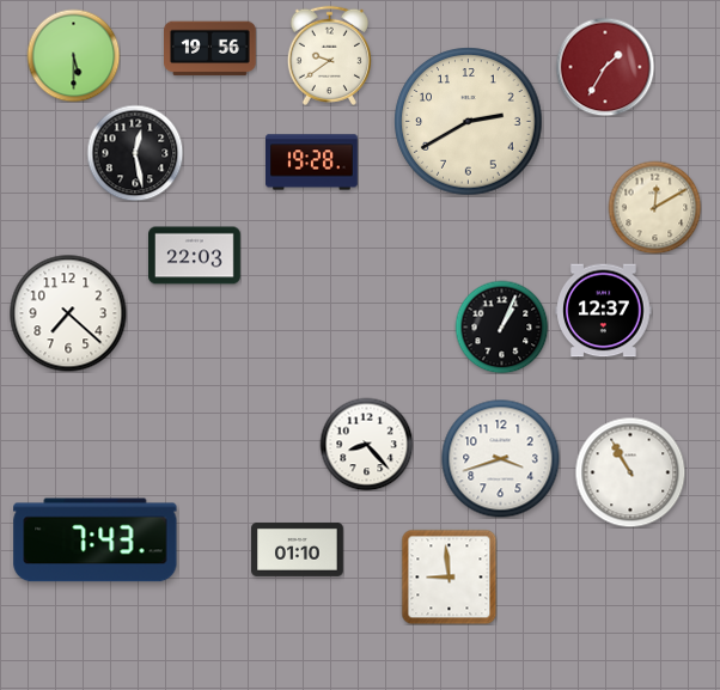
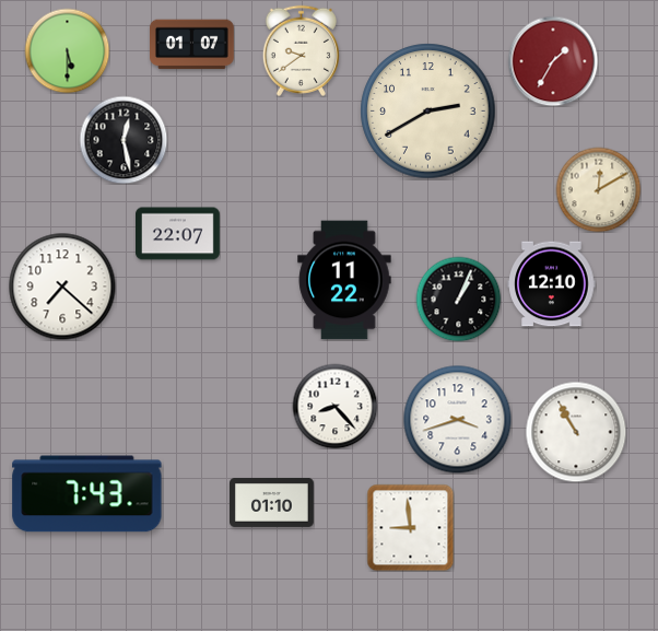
clock at (210, 49): 19:56 -> 01:07
clock at (312, 163): 19:28 -> none
clock at (195, 256): 22:03 -> 22:07
clock at (344, 280): none -> 11:22
clock at (604, 311): 12:37 -> 12:10
